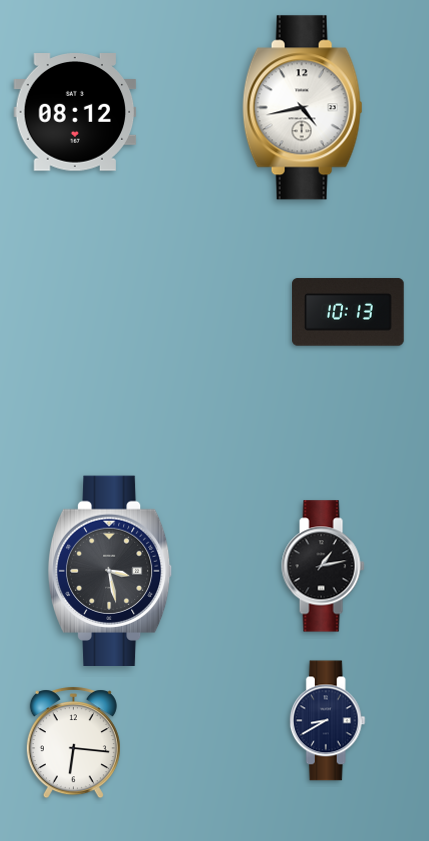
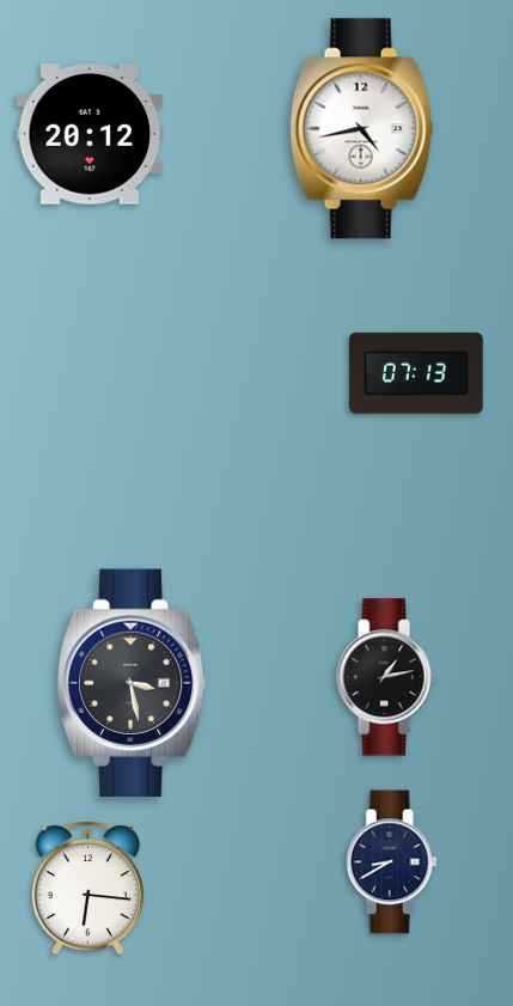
clock at (75, 112): 08:12 -> 20:12
clock at (349, 312): 10:13 -> 07:13
